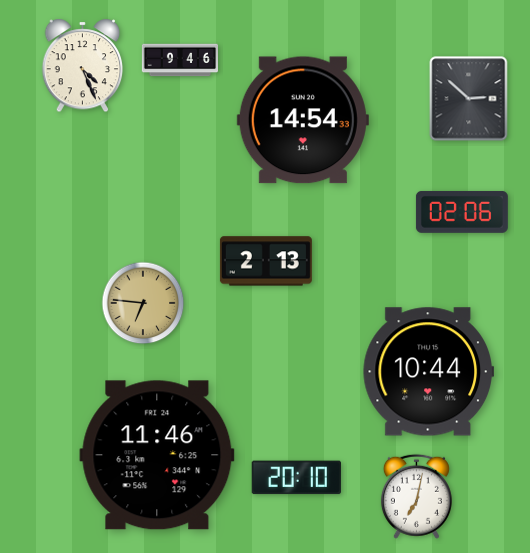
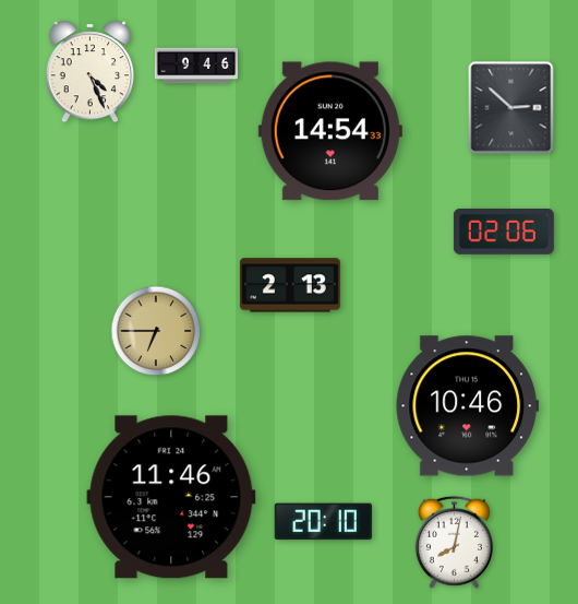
clock at (143, 303): 6:46 -> 6:45
clock at (428, 372): 10:44 -> 10:46
clock at (416, 496): 7:02 -> 8:02
